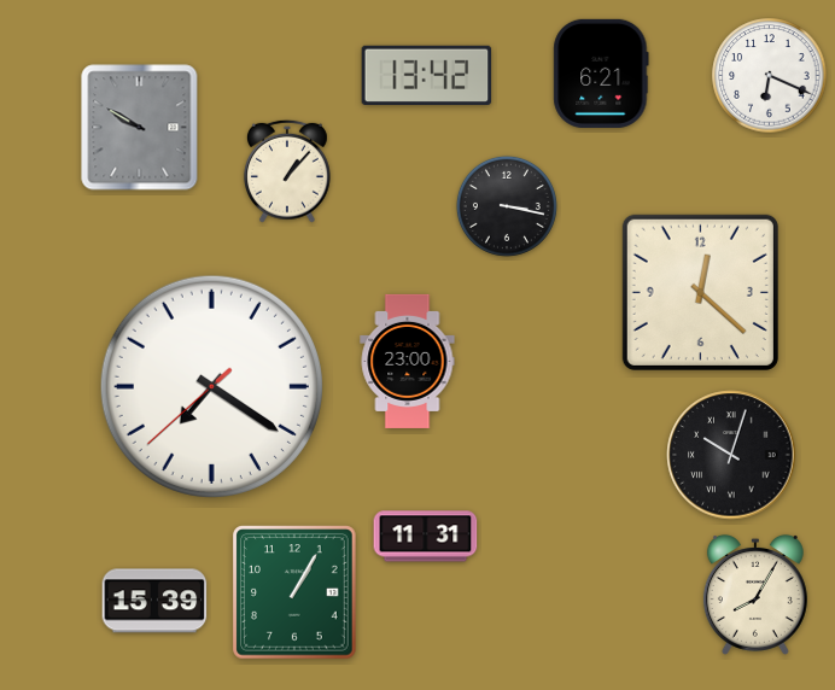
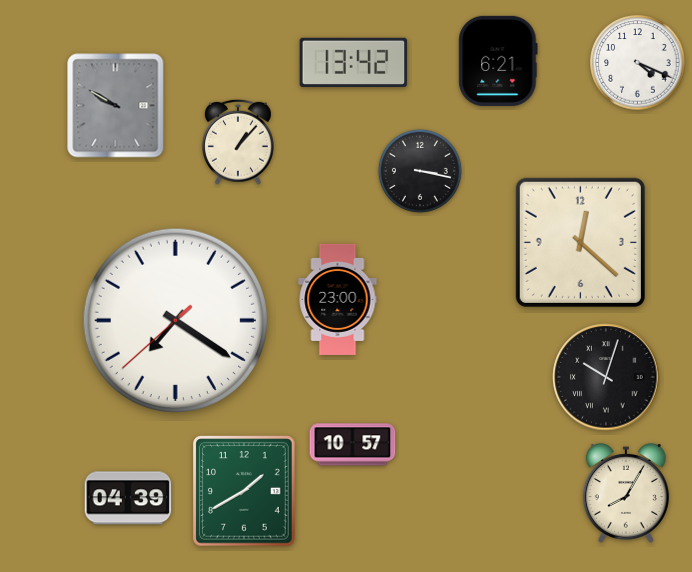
clock at (770, 76): 6:19 -> 4:19
clock at (426, 537): 11:31 -> 10:57
clock at (294, 592): 1:05 -> 1:40
clock at (154, 601): 15:39 -> 04:39
